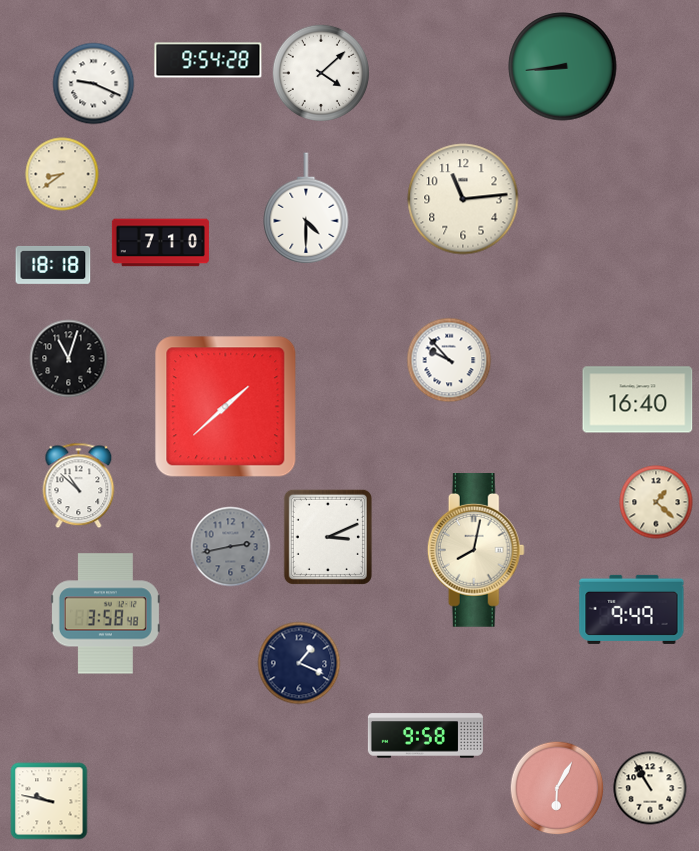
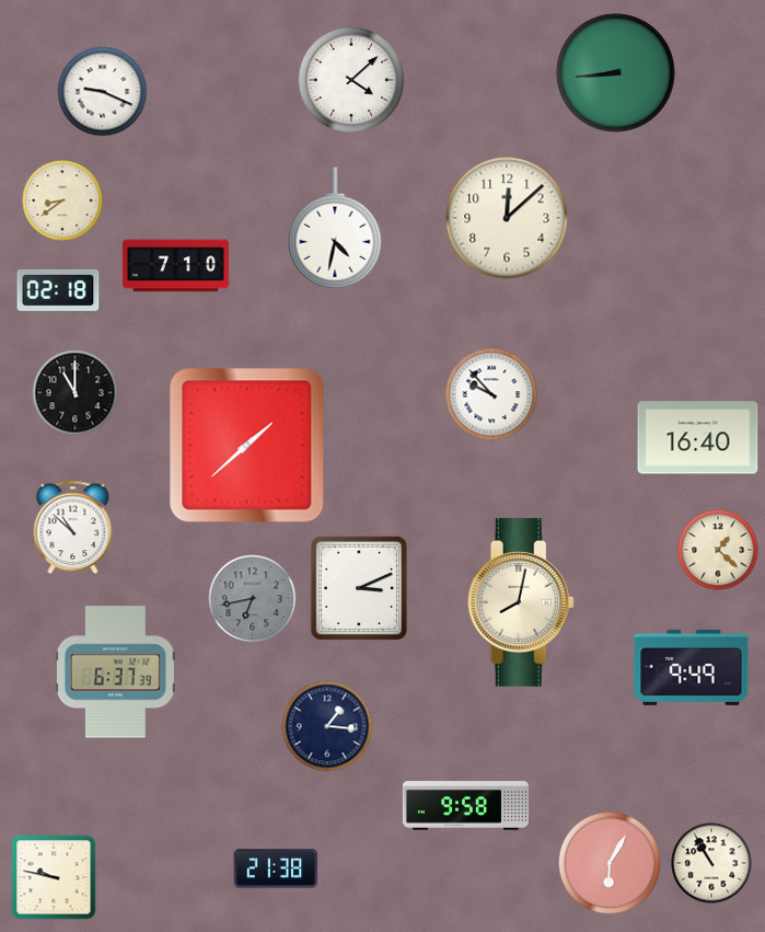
clock at (208, 60): 9:54 -> none
clock at (62, 174) position: (62, 174) -> (62, 200)
clock at (463, 199): 11:14 -> 12:08
clock at (306, 209): 4:30 -> 4:32
clock at (53, 265): 18:18 -> 02:18
clock at (69, 359): 11:03 -> 11:00
clock at (79, 486) position: (79, 486) -> (73, 528)
clock at (231, 547): 2:43 -> 6:43
clock at (105, 614): 3:58 -> 6:37
clock at (299, 663): 1:19 -> 1:16
clock at (276, 868): none -> 21:38
